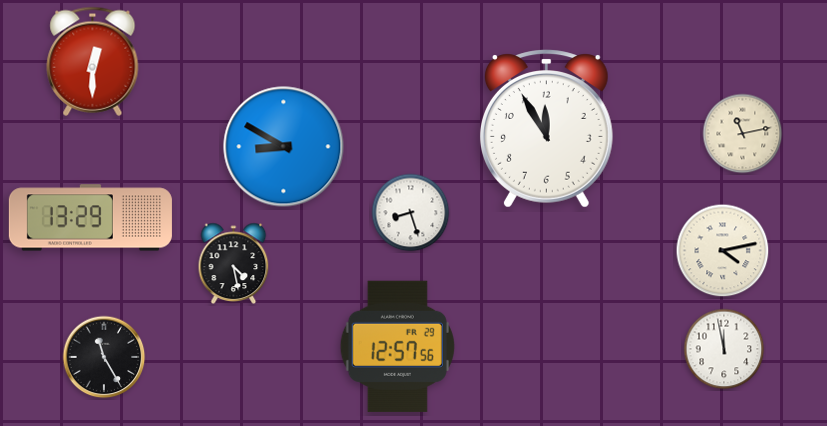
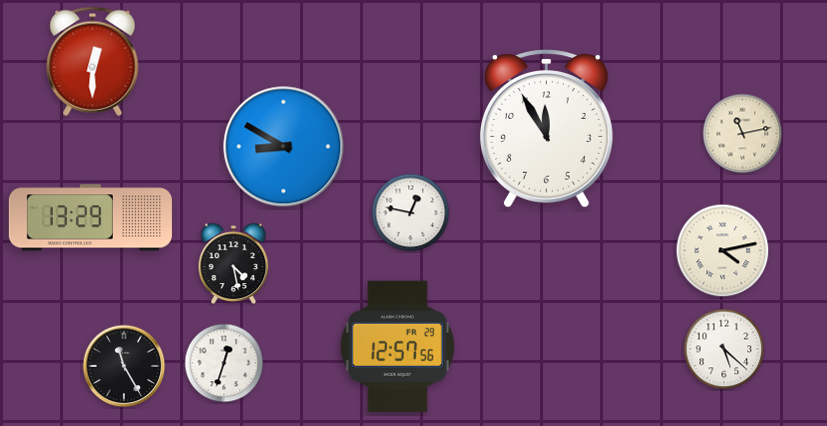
clock at (411, 213): 8:27 -> 12:47
clock at (724, 349): 11:58 -> 5:22
clock at (104, 357) position: (104, 357) -> (124, 366)
clock at (224, 363): none -> 12:33
